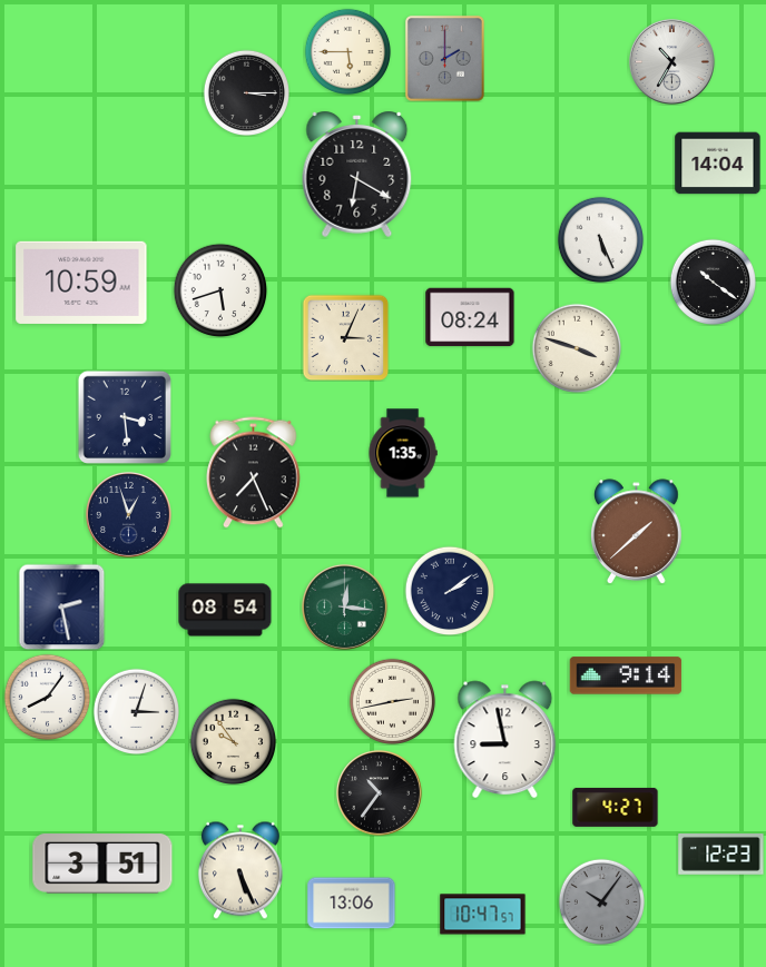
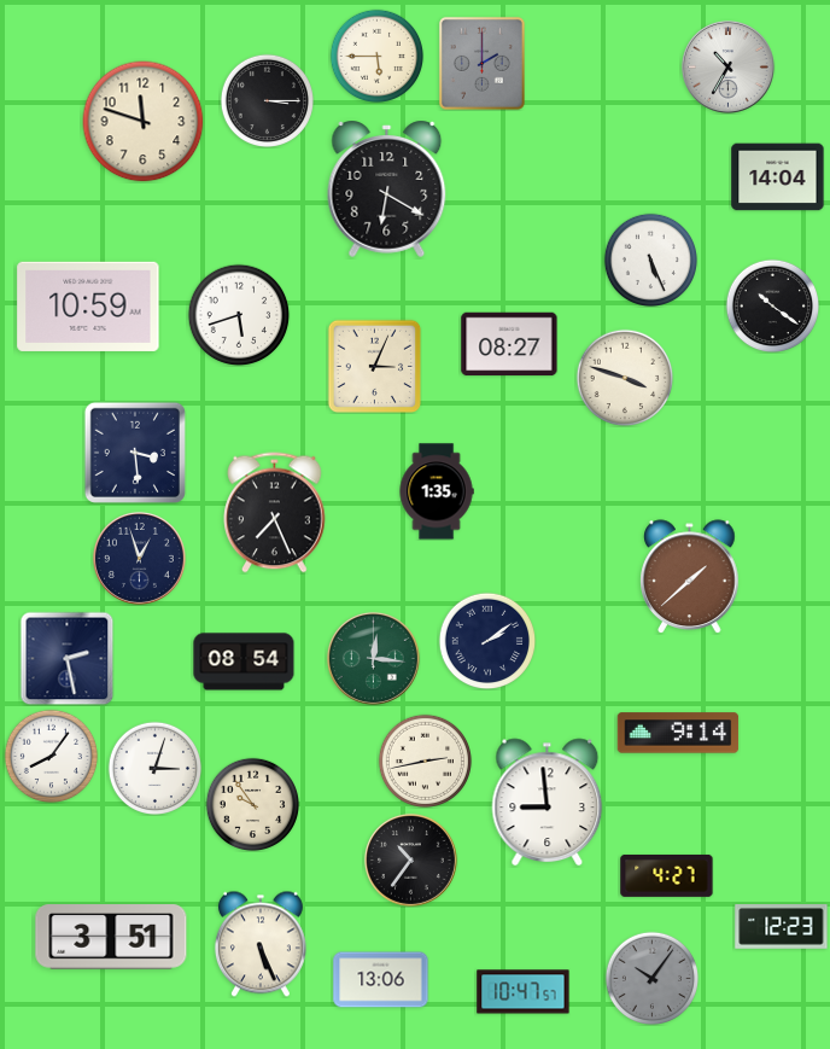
clock at (144, 122): none -> 11:48
clock at (470, 317): 08:24 -> 08:27
clock at (136, 711) position: (136, 711) -> (154, 768)
clock at (505, 740): 8:58 -> 8:59
